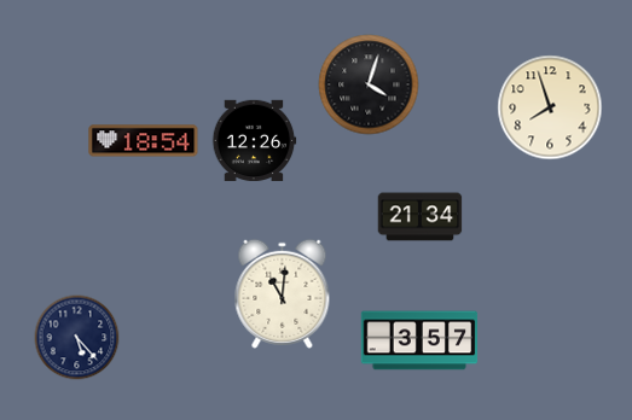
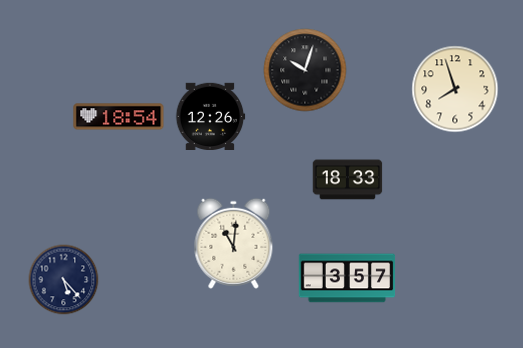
clock at (369, 84): 4:03 -> 10:03
clock at (421, 217): 21:34 -> 18:33
clock at (419, 340) position: (419, 340) -> (347, 278)
